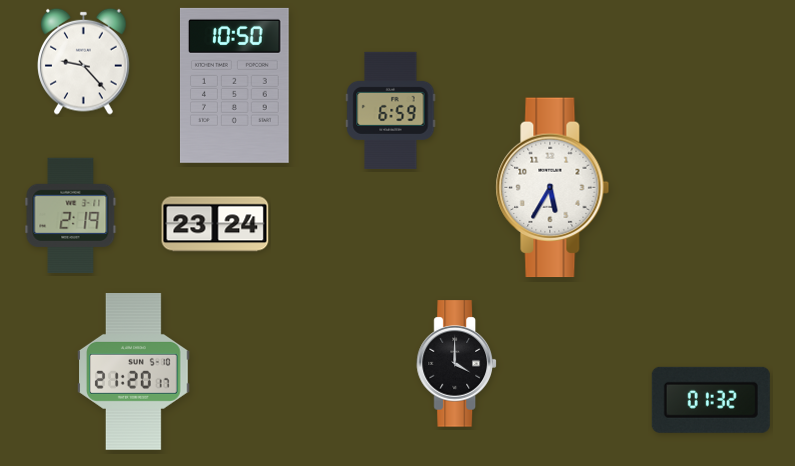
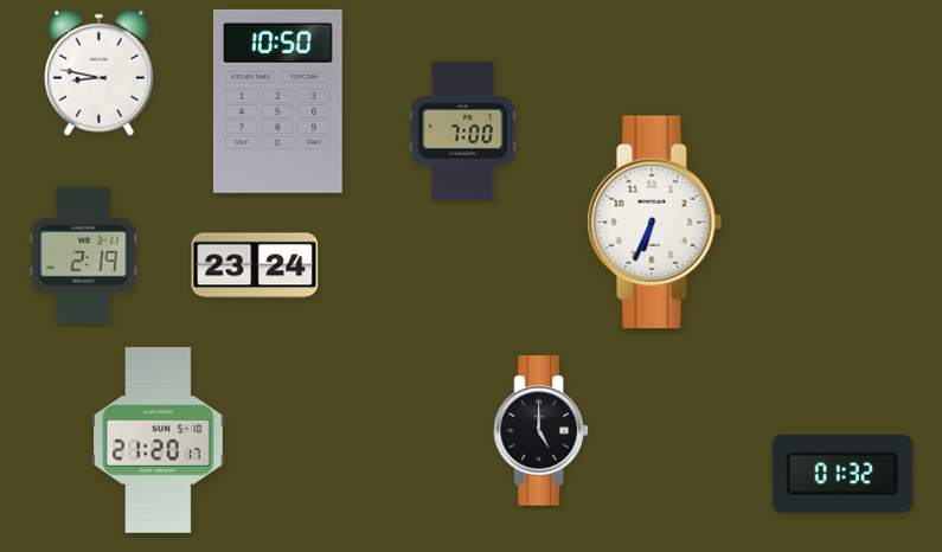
clock at (84, 61): 9:23 -> 8:47
clock at (391, 110): 6:59 -> 7:00
clock at (553, 188): 5:35 -> 6:34
clock at (456, 364): 4:00 -> 5:00
